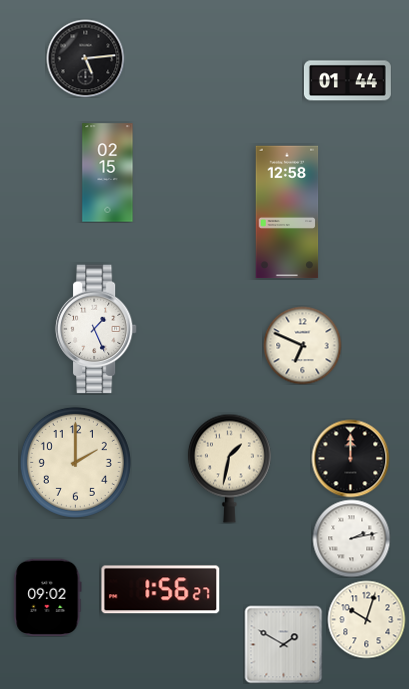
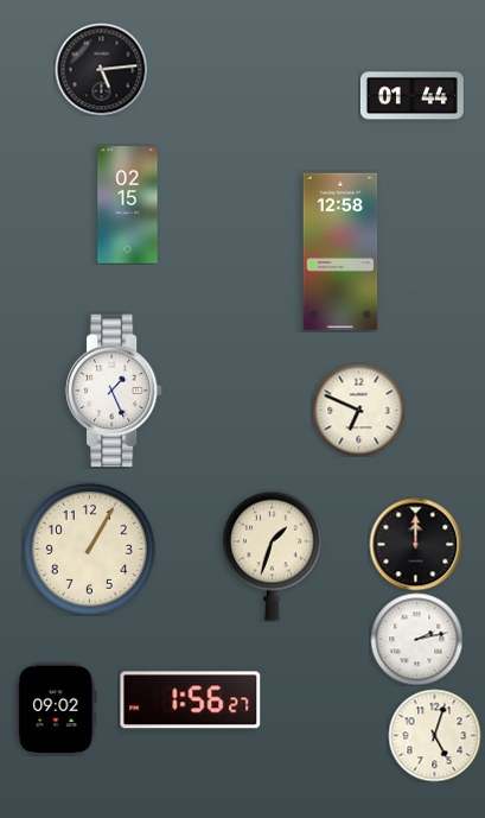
clock at (75, 462): 2:00 -> 1:05
clock at (229, 468): 1:32 -> 1:33
clock at (366, 619): 10:03 -> 5:03
clock at (283, 644): 1:50 -> none
